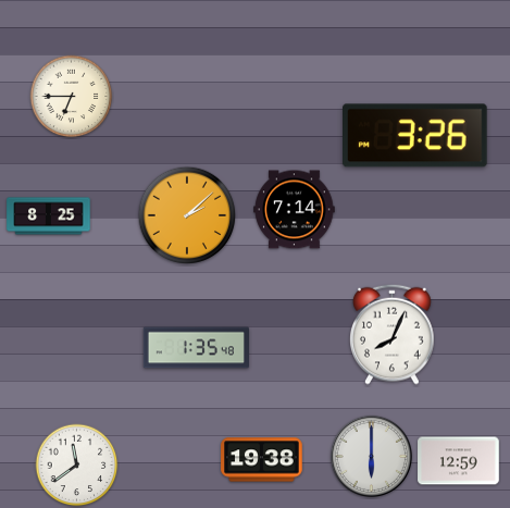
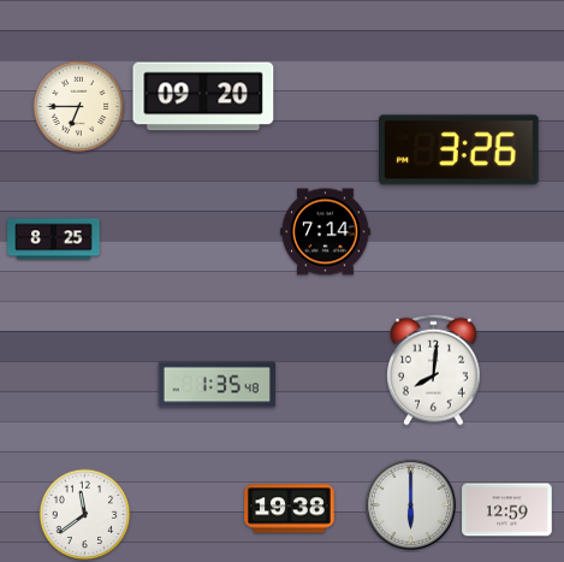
clock at (203, 96): none -> 09:20
clock at (187, 215): 2:08 -> none
clock at (393, 334): 8:04 -> 8:01
